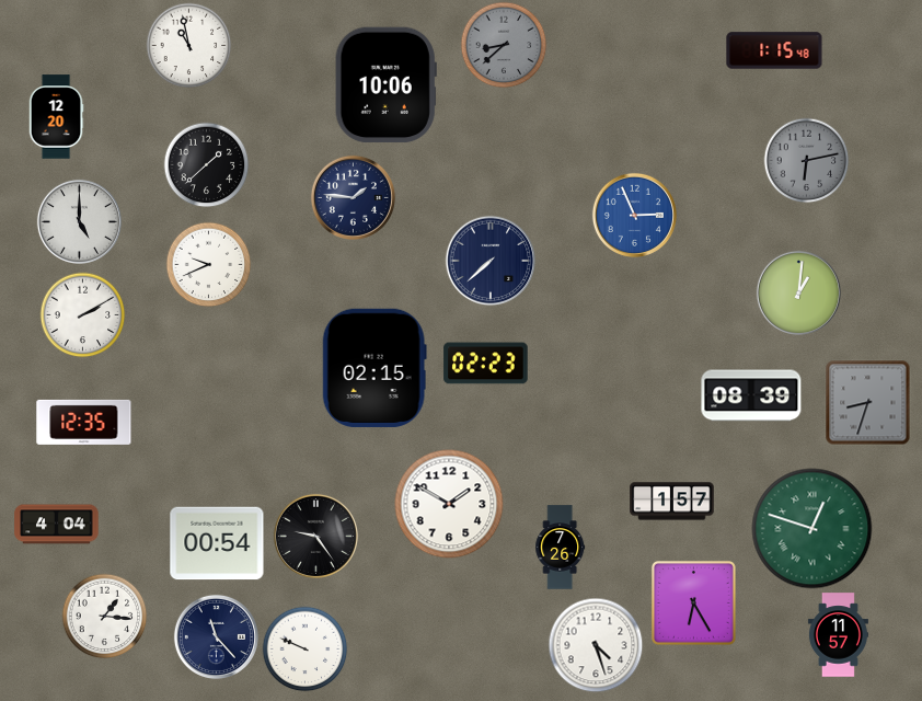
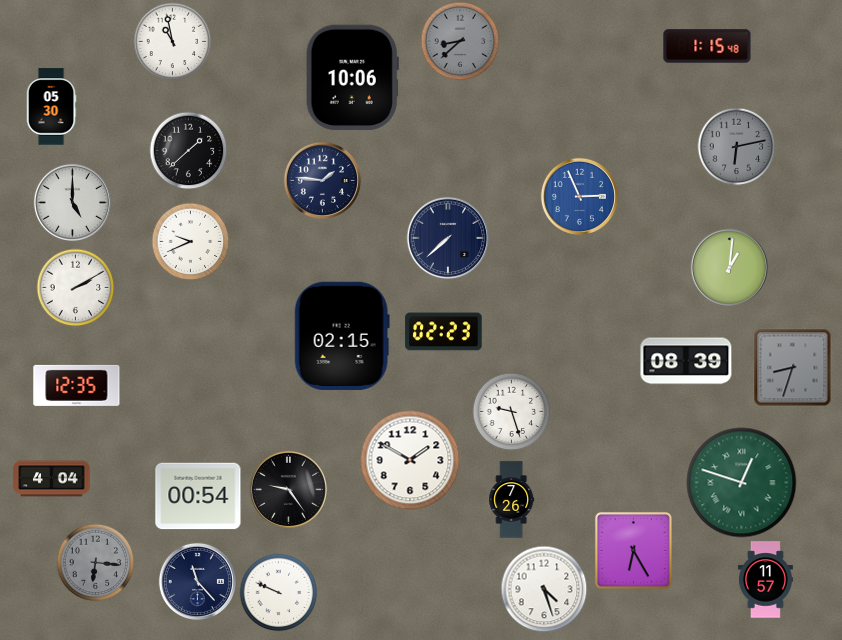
clock at (56, 117): 12:20 -> 05:30
clock at (511, 411): none -> 9:27
clock at (672, 502): 1:57 -> none
clock at (104, 616): 1:16 -> 6:16
clock at (104, 616) dial: white -> grey
